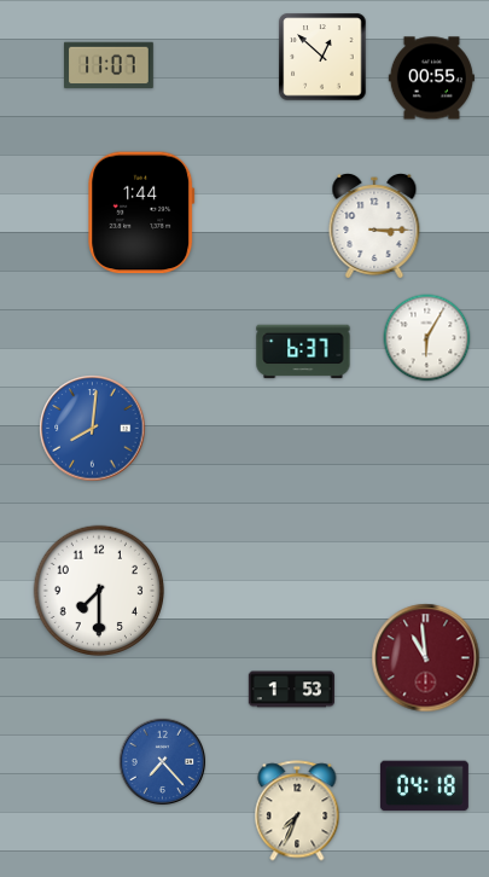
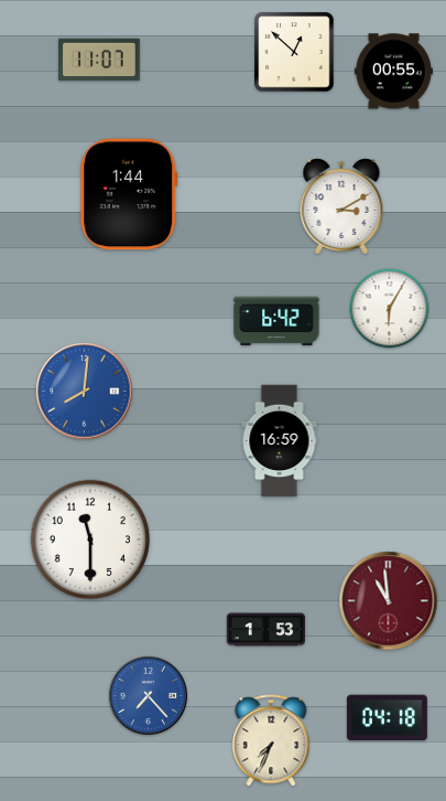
clock at (374, 227): 3:15 -> 3:10
clock at (303, 352): 6:37 -> 6:42
clock at (280, 441): none -> 16:59
clock at (99, 591): 7:30 -> 11:30
